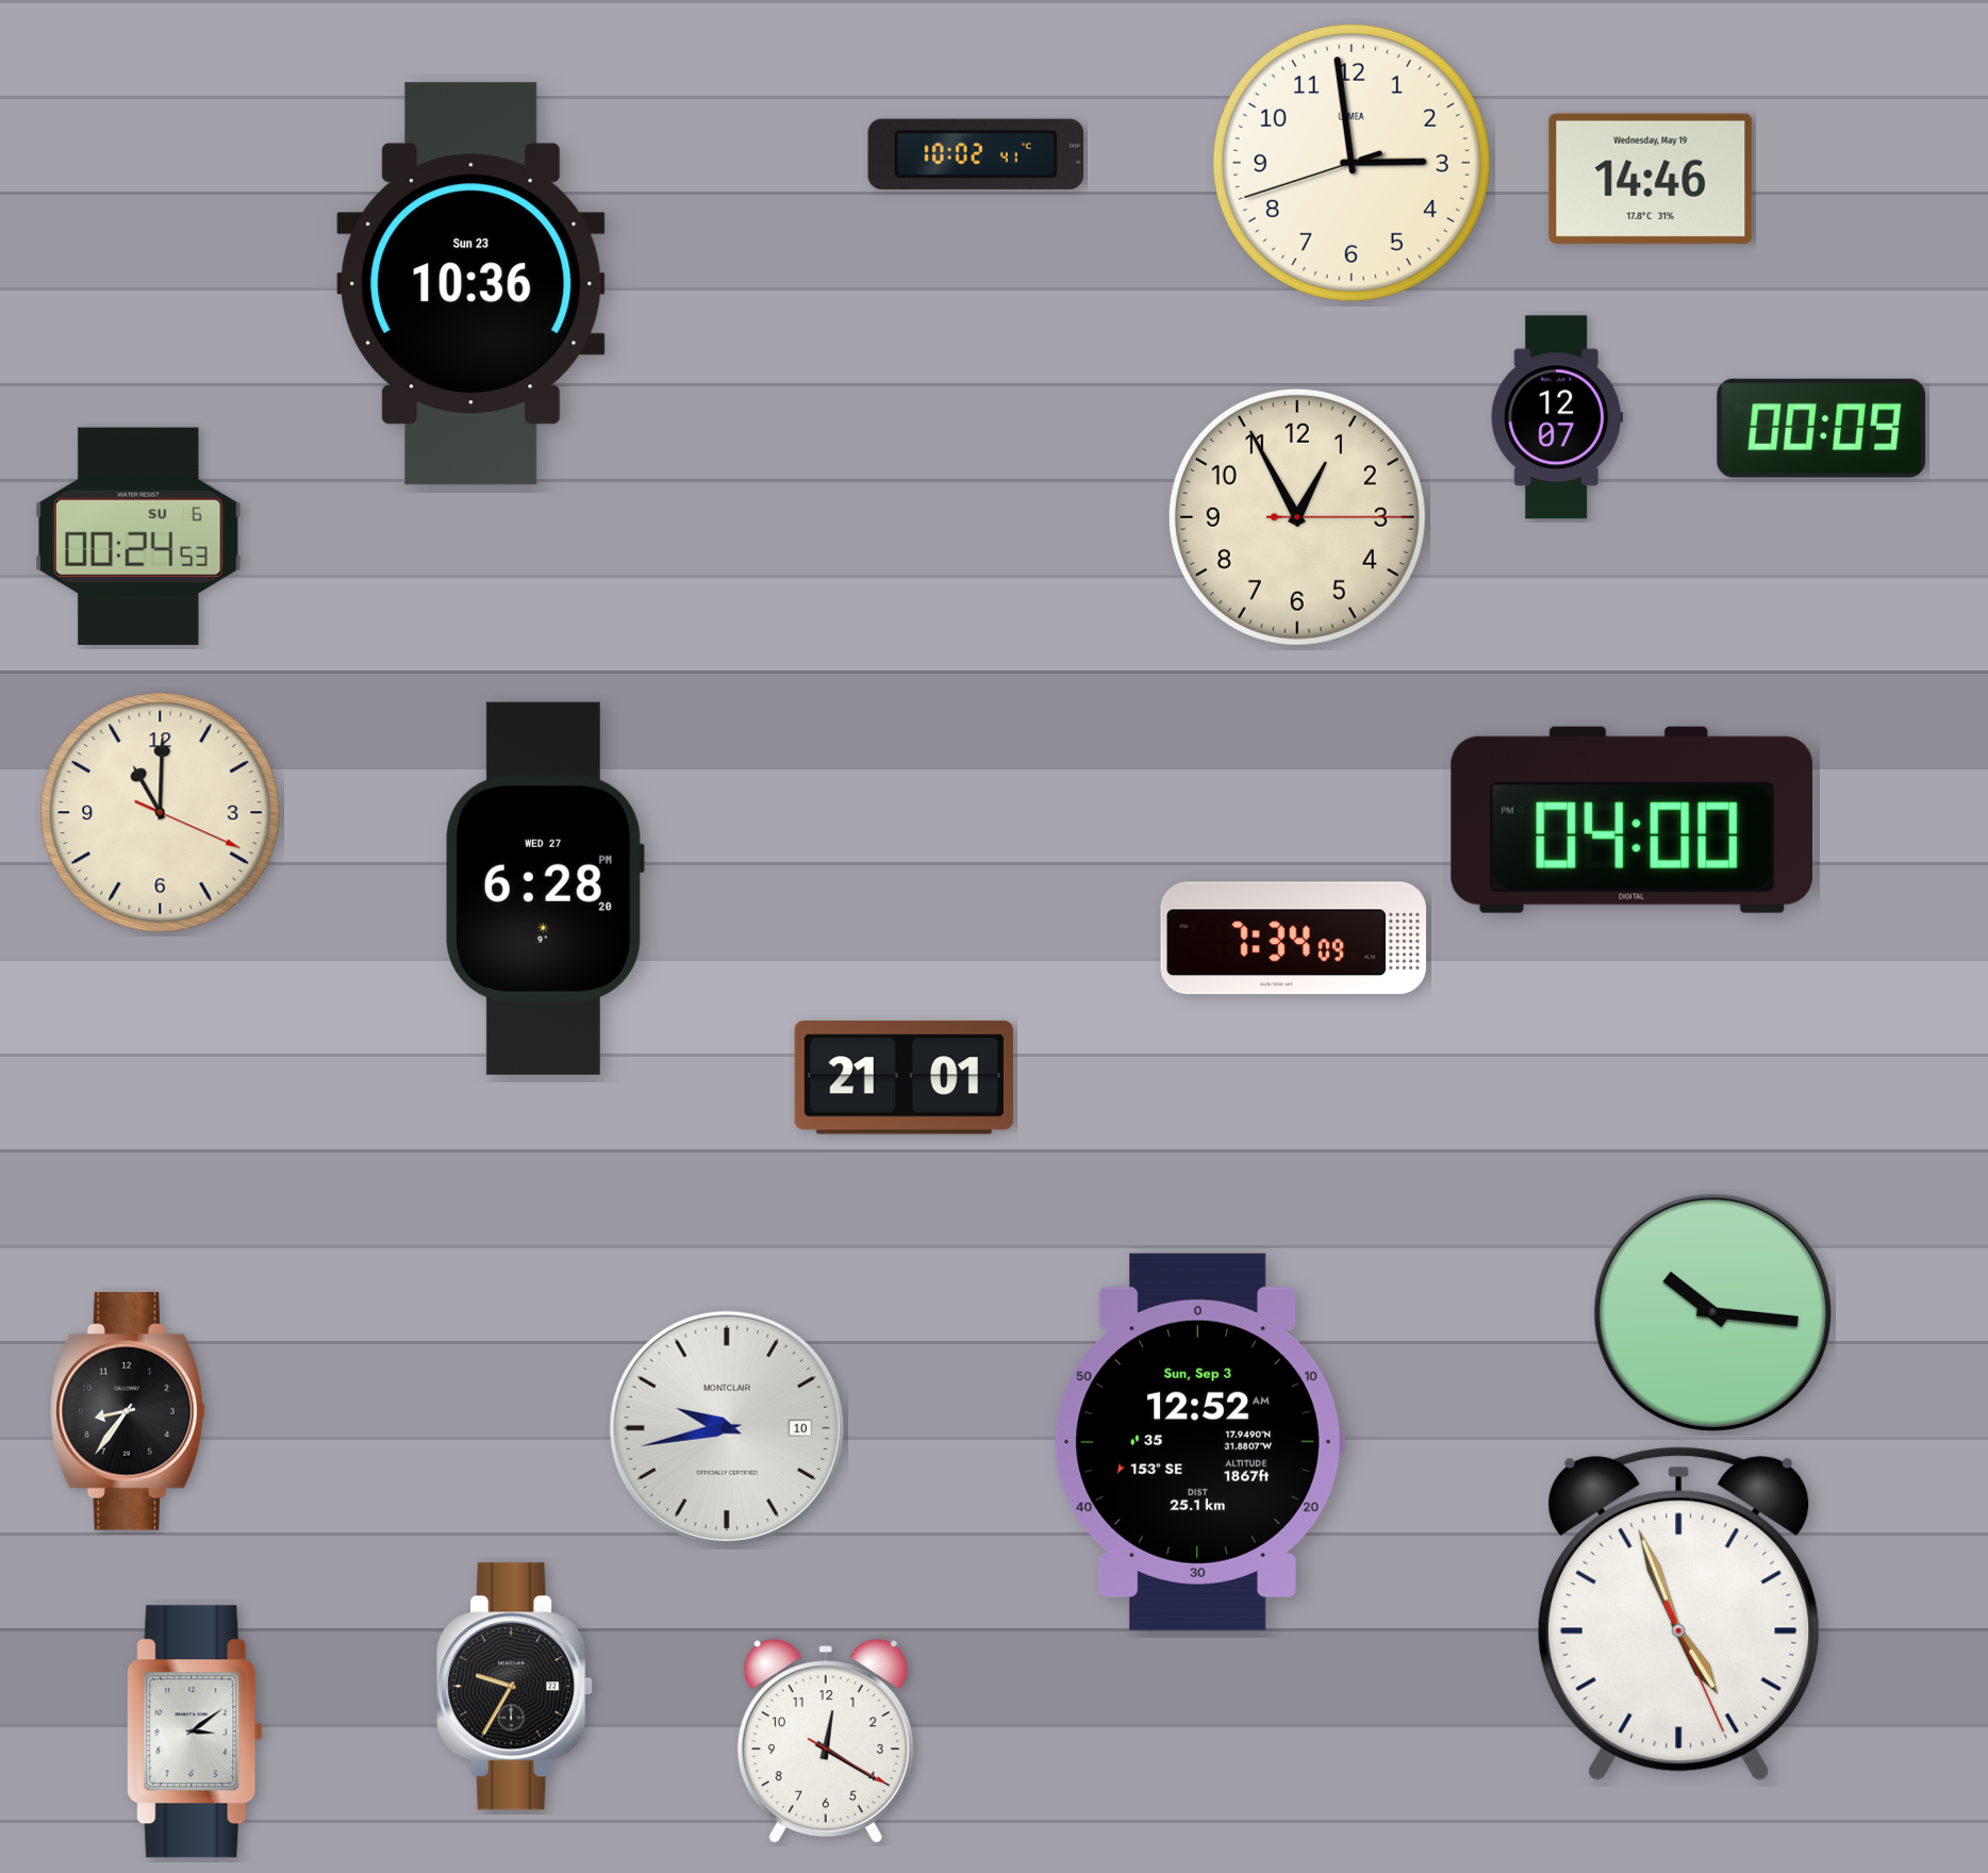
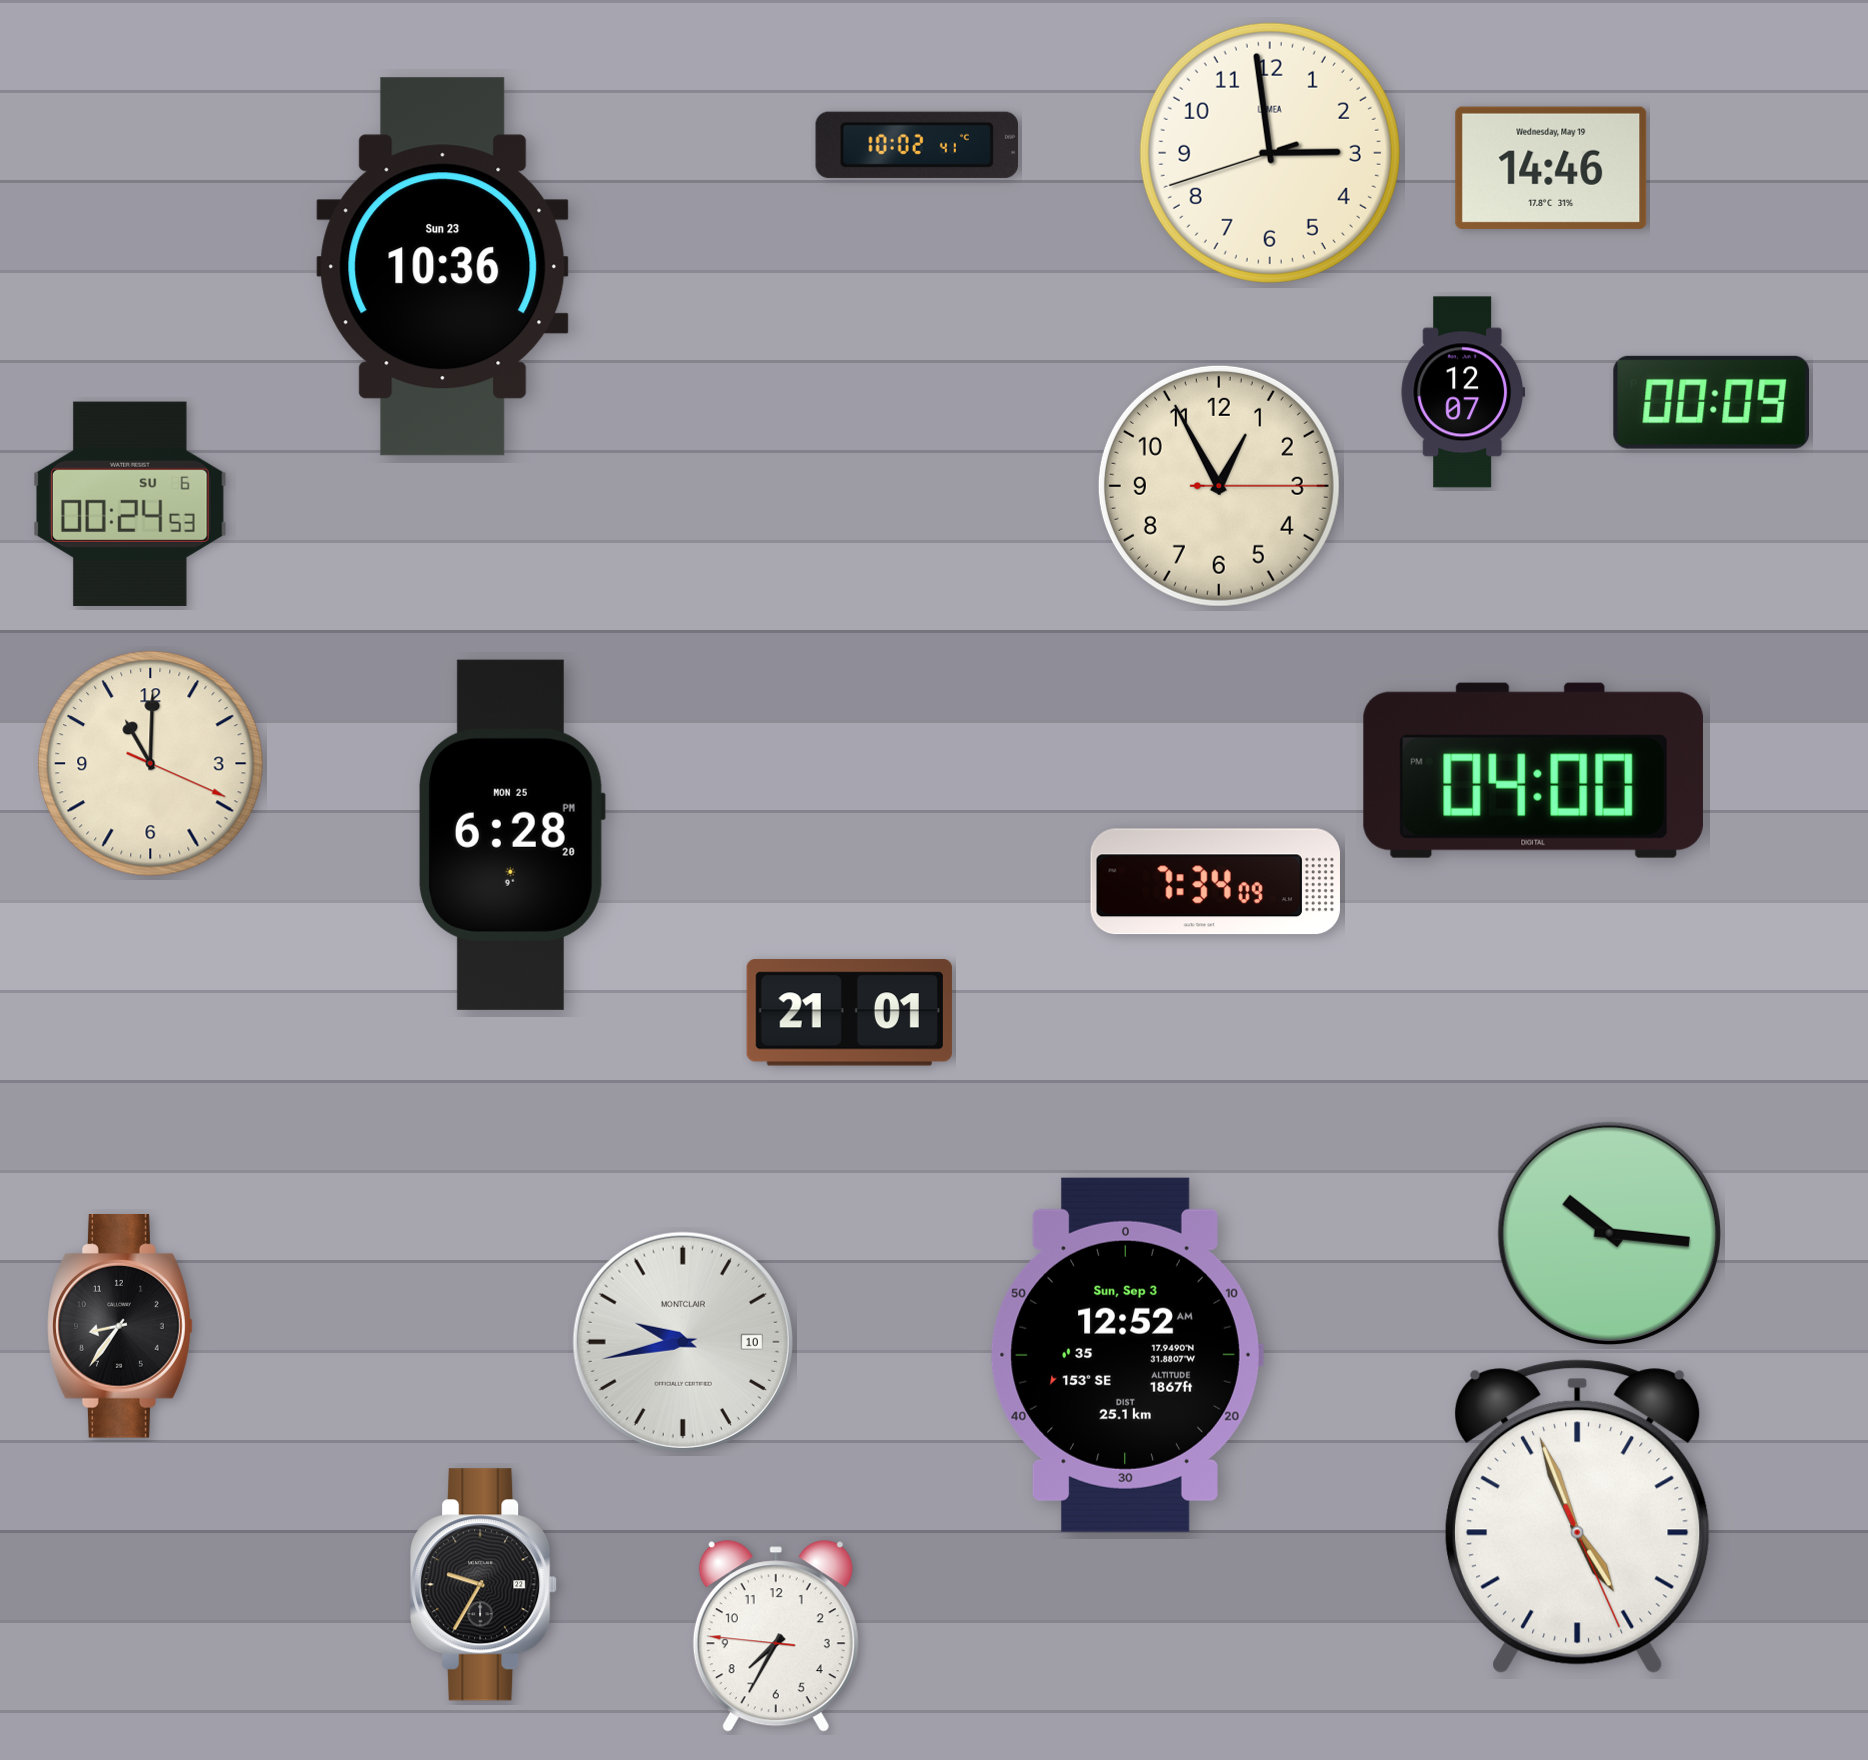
clock at (545, 889) date: WED 27 -> MON 25
clock at (195, 1731): 3:09 -> none
clock at (826, 1742): 12:20 -> 7:34
